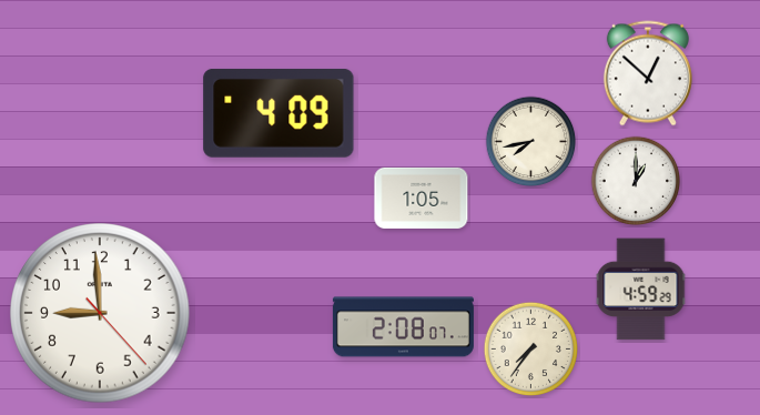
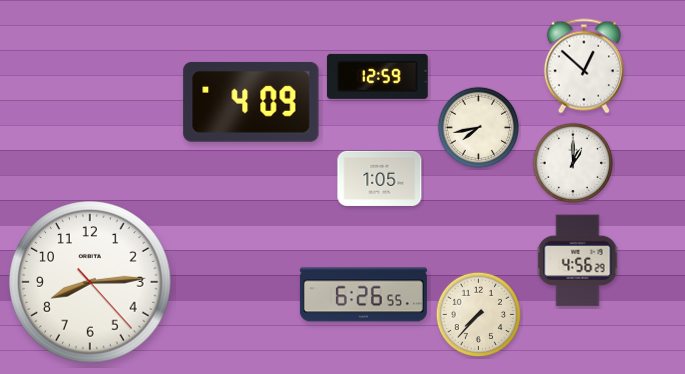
clock at (377, 76): none -> 12:59
clock at (641, 290): 4:59 -> 4:56
clock at (100, 313): 8:59 -> 8:14
clock at (403, 327): 2:08 -> 6:26
clock at (531, 350): 7:36 -> 7:37
